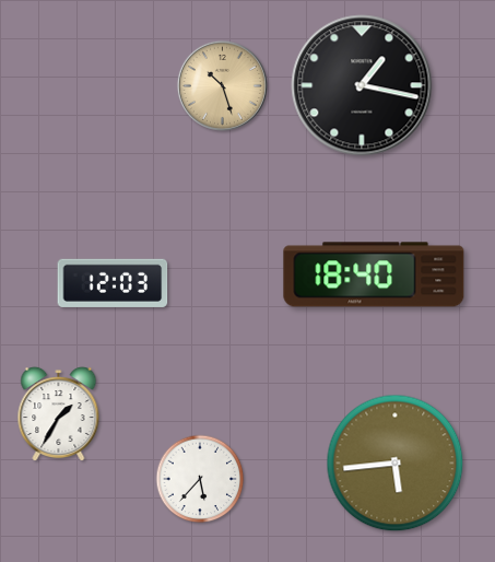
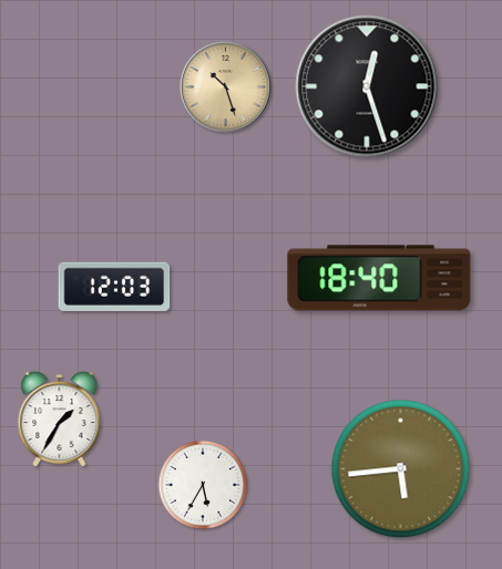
clock at (362, 85): 1:17 -> 12:27
clock at (200, 479): 5:37 -> 5:35
